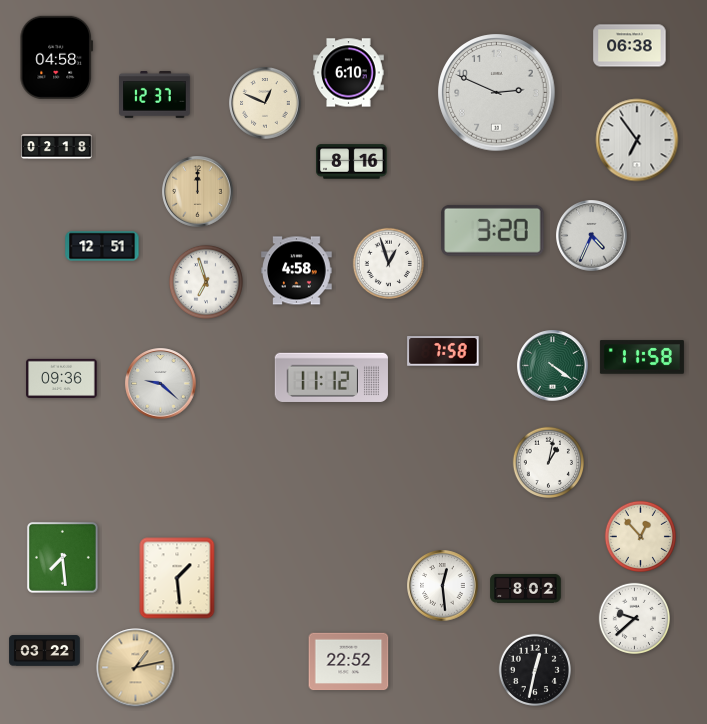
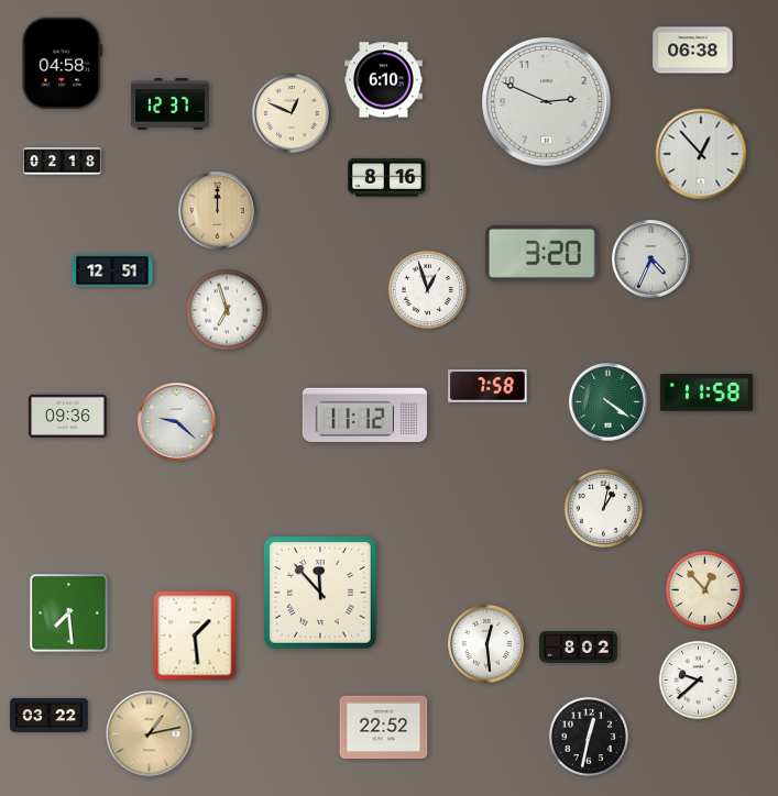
clock at (637, 140): 6:54 -> 12:53
clock at (297, 271): 4:58 -> none
clock at (321, 594): none -> 11:53
